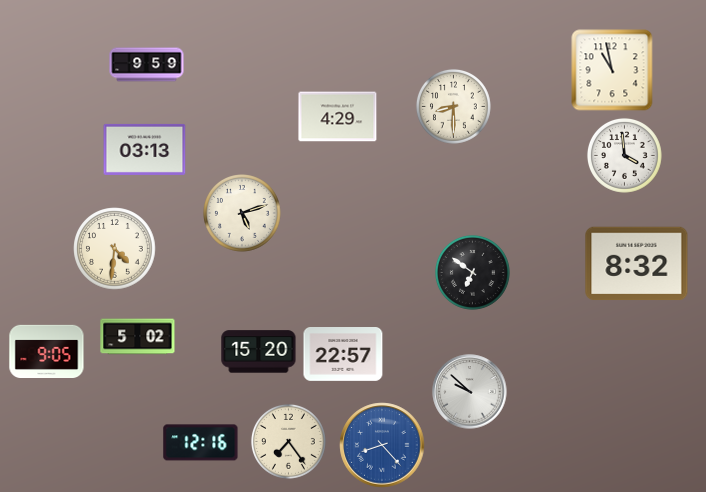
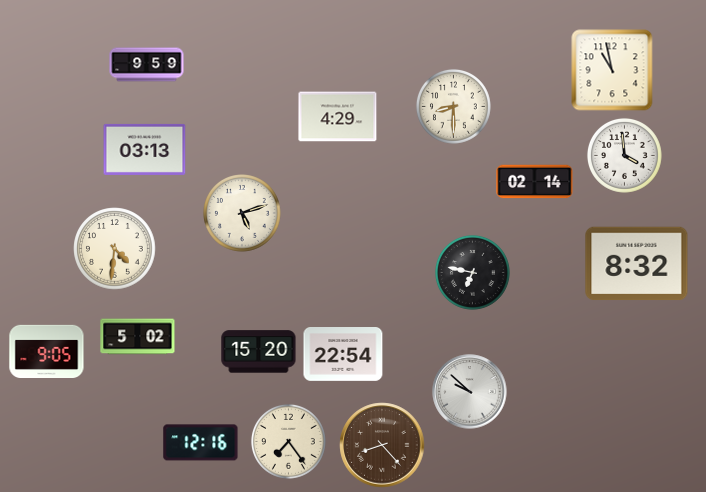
clock at (535, 182): none -> 02:14
clock at (472, 272): 6:51 -> 6:47
clock at (343, 355): 22:57 -> 22:54
clock at (382, 445) dial: blue -> brown
